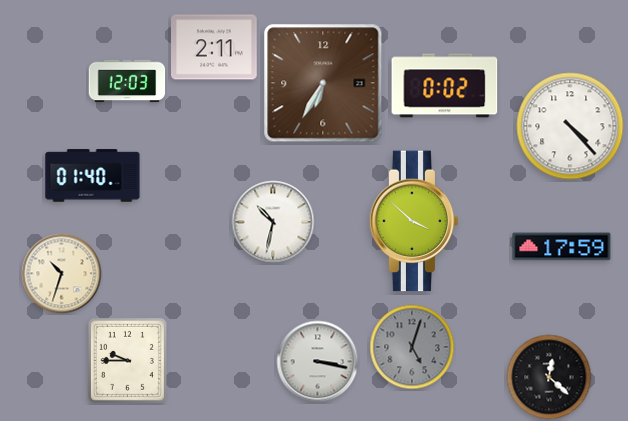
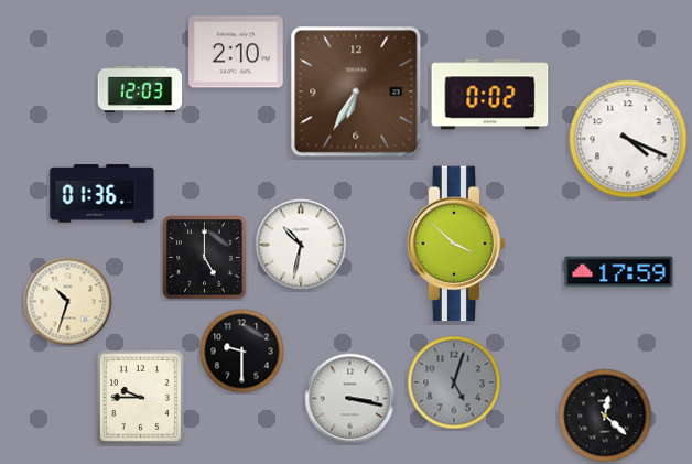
clock at (215, 47): 2:11 -> 2:10
clock at (570, 126): 4:23 -> 4:19
clock at (93, 176): 01:40 -> 01:36
clock at (205, 258): none -> 5:00
clock at (242, 352): none -> 9:30
